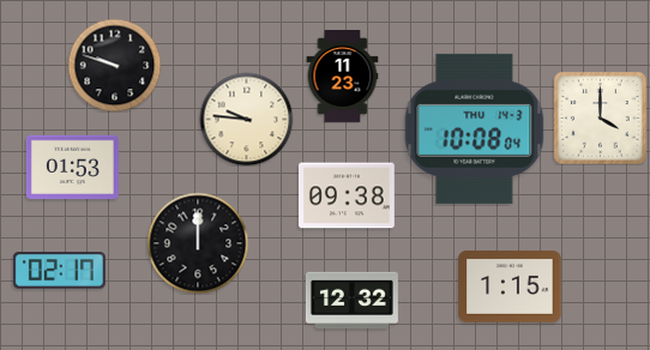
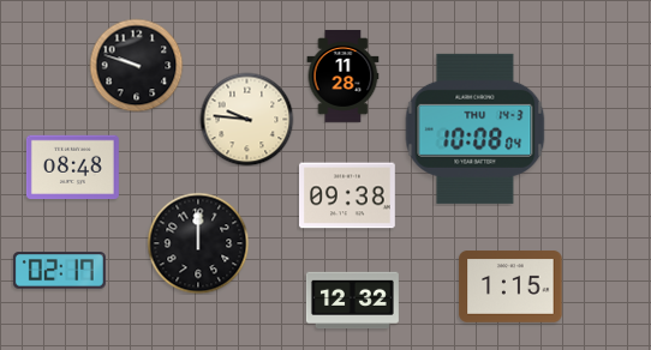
clock at (114, 65) position: (114, 65) -> (136, 65)
clock at (343, 76): 11:23 -> 11:28
clock at (600, 117): 4:00 -> none
clock at (72, 168): 01:53 -> 08:48
